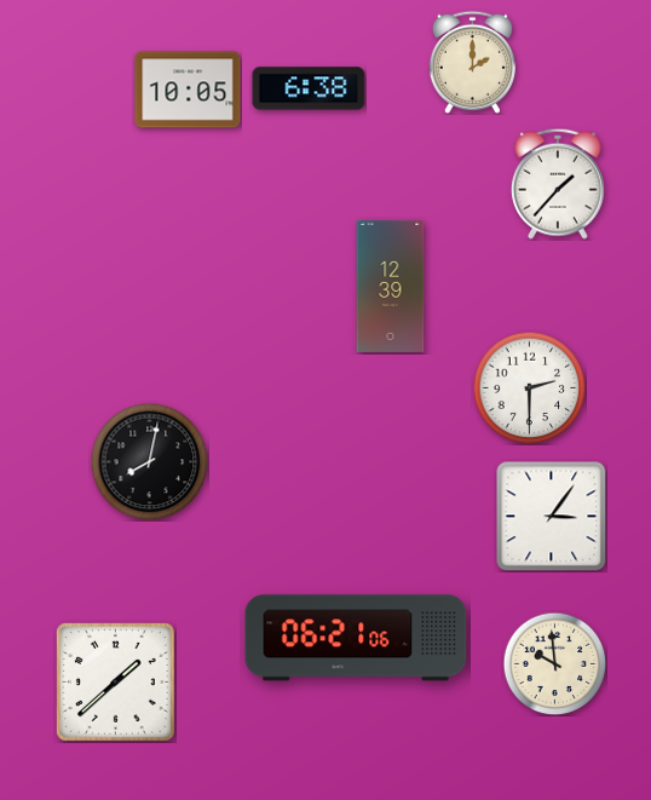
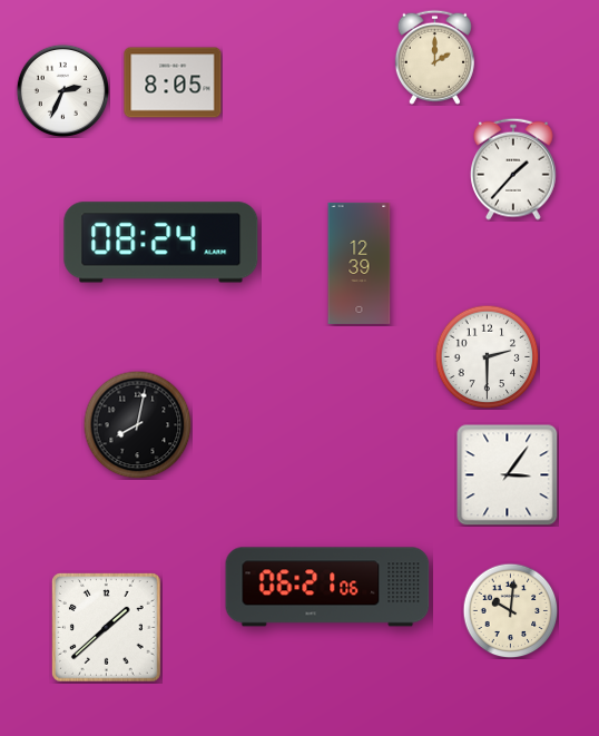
clock at (309, 88): 6:38 -> none
clock at (188, 90): 10:05 -> 8:05
clock at (62, 90): none -> 2:34
clock at (161, 243): none -> 08:24
clock at (554, 663): 9:59 -> 10:01
